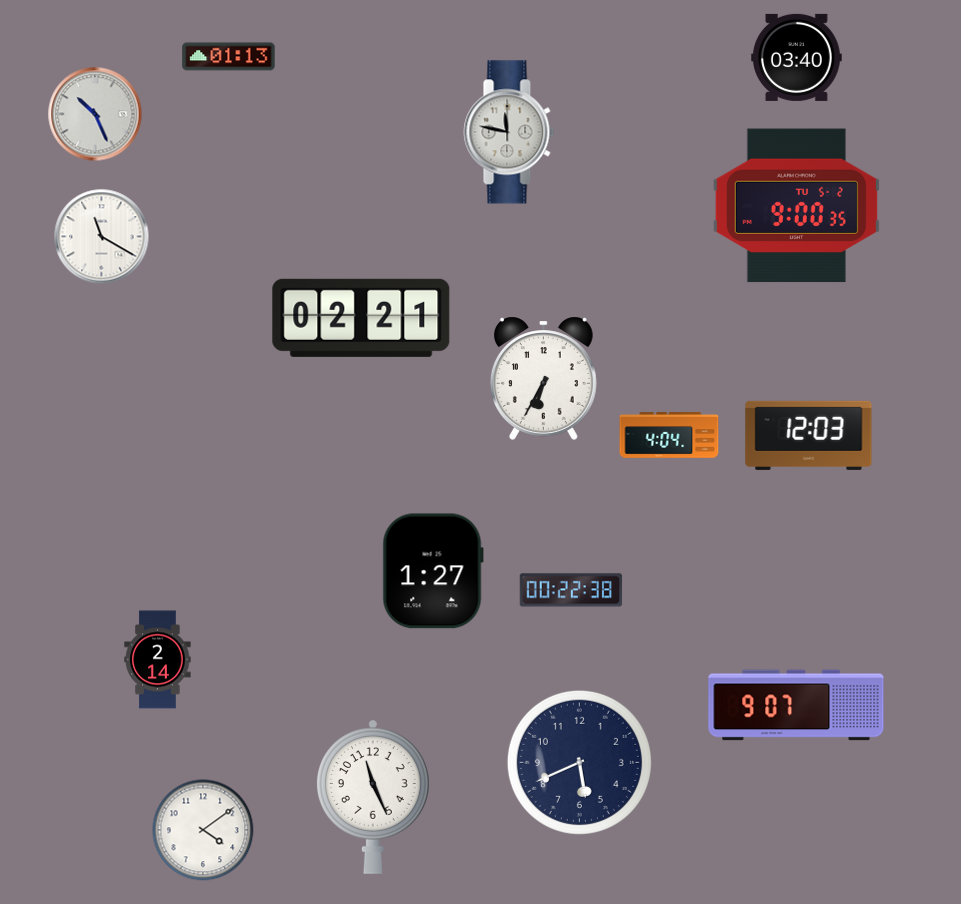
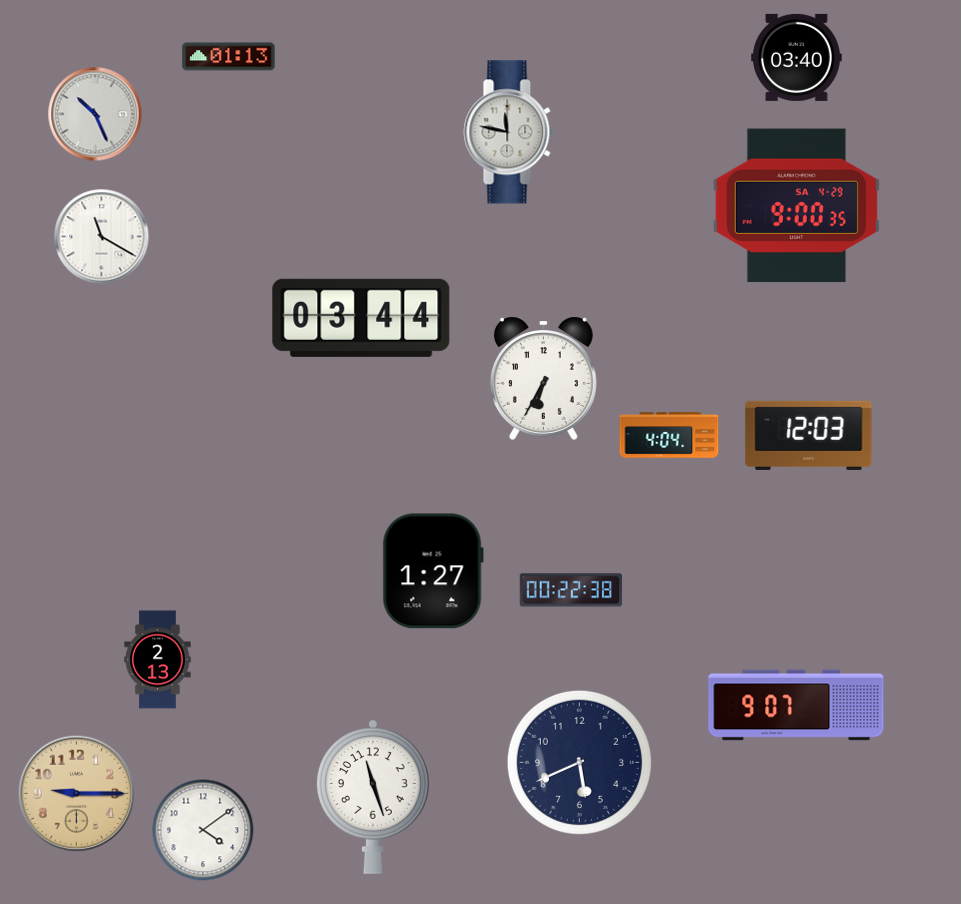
clock at (796, 206) date: TU 5-2 -> SA 4-29
clock at (361, 318): 02:21 -> 03:44
clock at (158, 660): 2:14 -> 2:13
clock at (77, 794): none -> 9:15
clock at (373, 797): 11:26 -> 11:27
